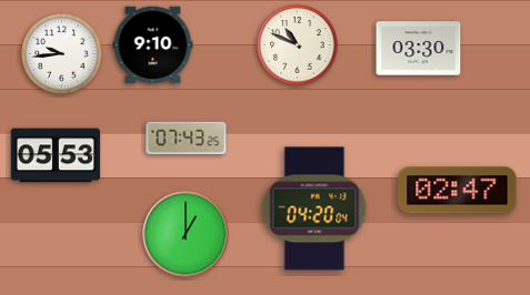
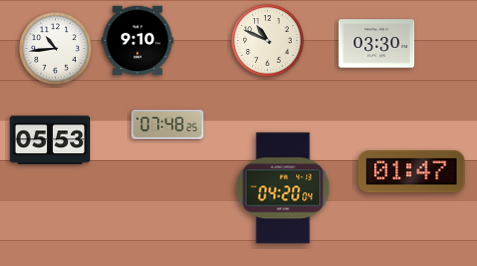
clock at (62, 54): 9:44 -> 10:44
clock at (187, 139): 07:43 -> 07:48
clock at (458, 191): 02:47 -> 01:47
clock at (186, 234): 1:00 -> none
